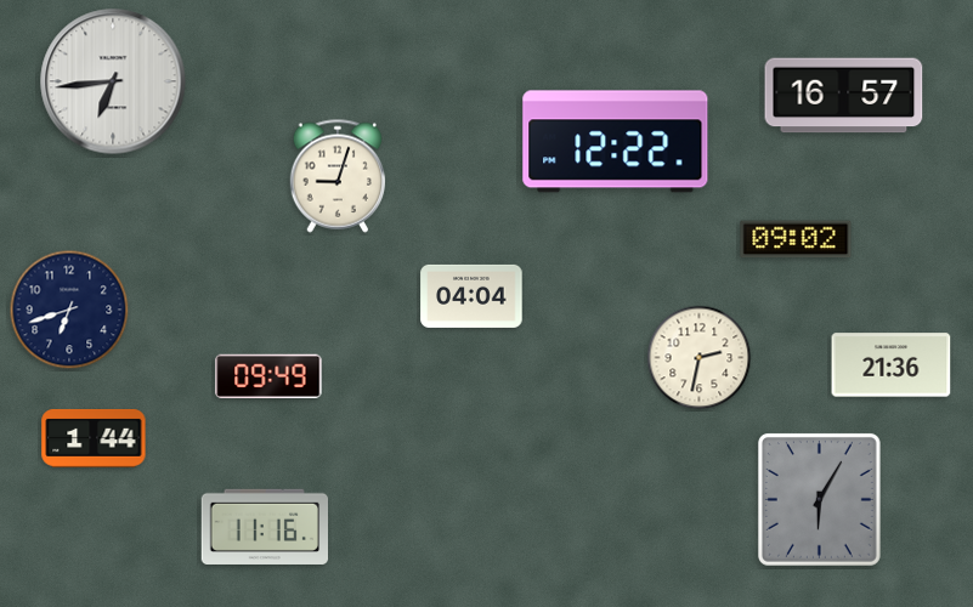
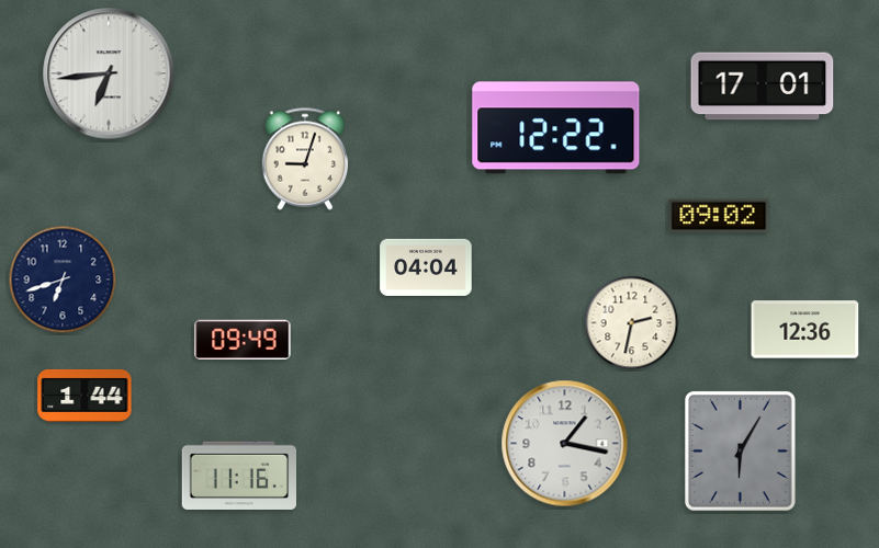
clock at (113, 81) position: (113, 81) -> (109, 73)
clock at (844, 96): 16:57 -> 17:01
clock at (892, 365): 21:36 -> 12:36
clock at (565, 444): none -> 1:17
